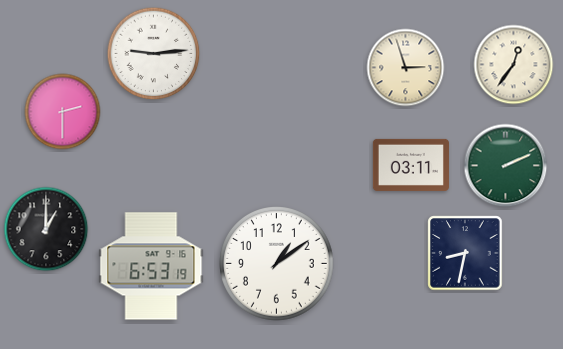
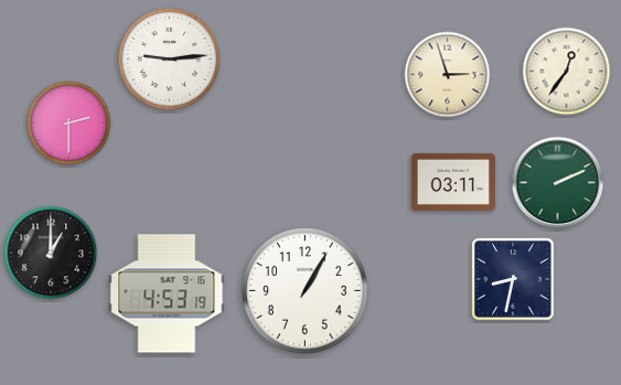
clock at (277, 264): 1:09 -> 1:05
clock at (151, 266): 6:53 -> 4:53
